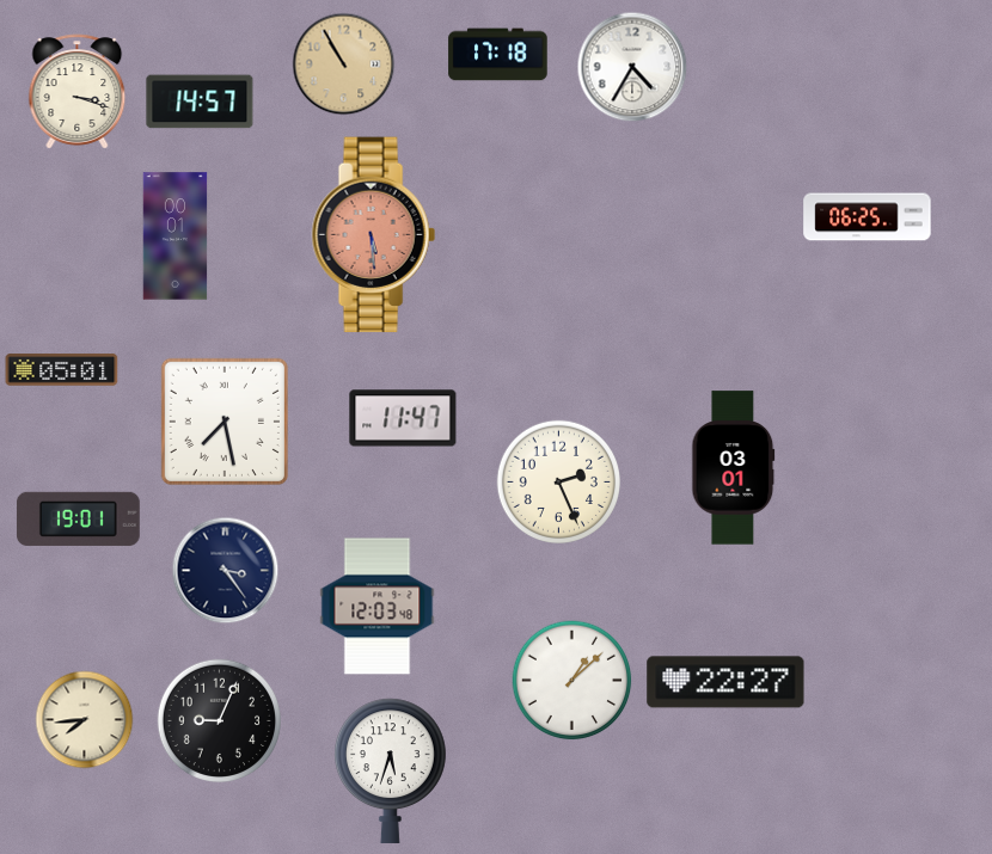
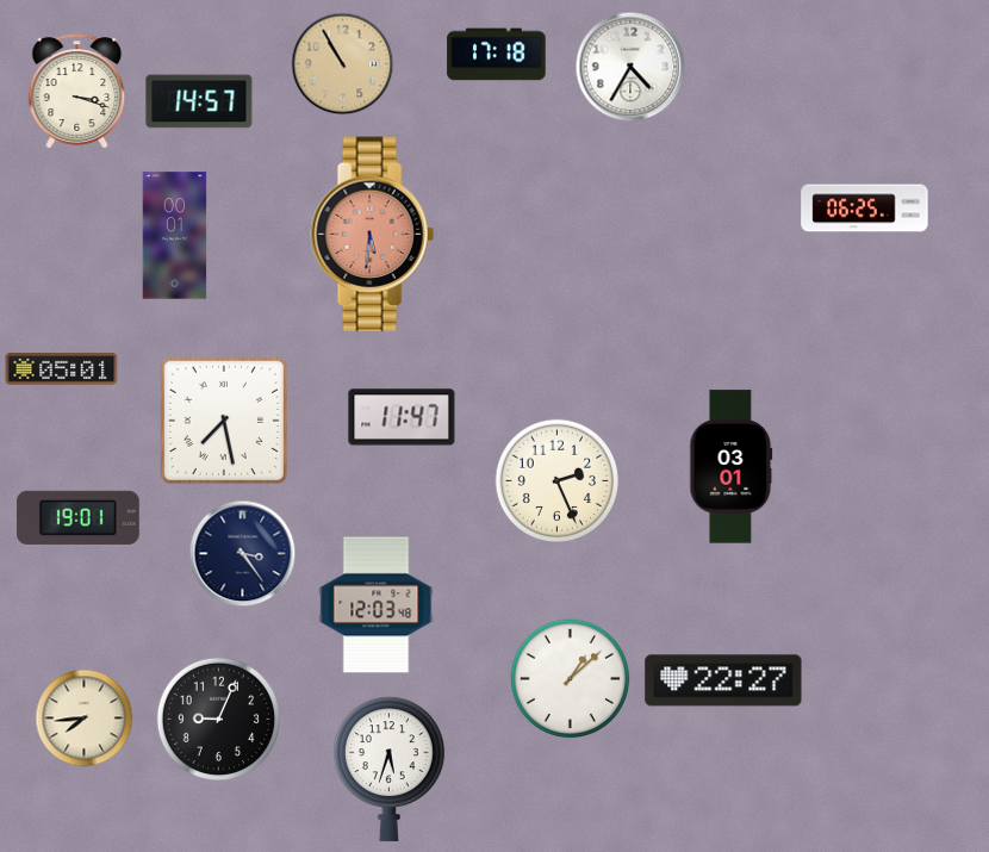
clock at (868, 217) position: (868, 217) -> (865, 209)
clock at (373, 235): 5:29 -> 5:31
clock at (226, 571) position: (226, 571) -> (243, 554)
